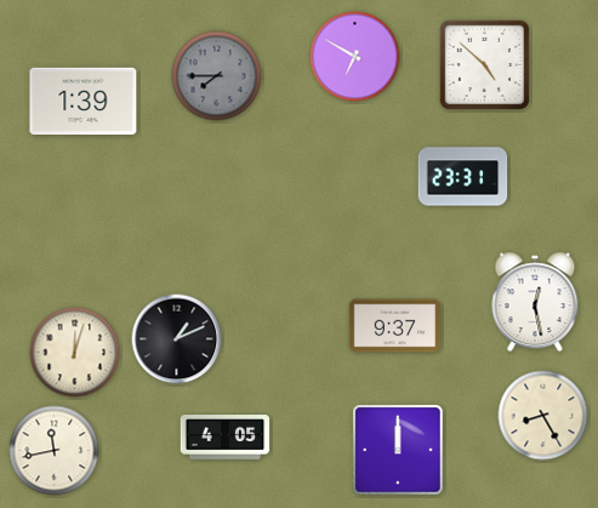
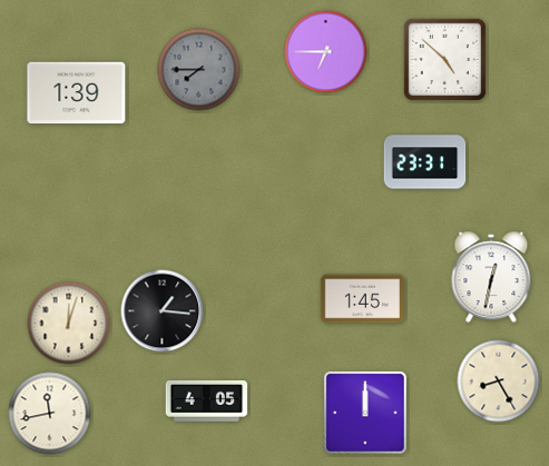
clock at (355, 57): 6:50 -> 6:45
clock at (535, 302): 12:28 -> 12:32
clock at (394, 326): 9:37 -> 1:45
clock at (177, 339): 1:11 -> 1:16
